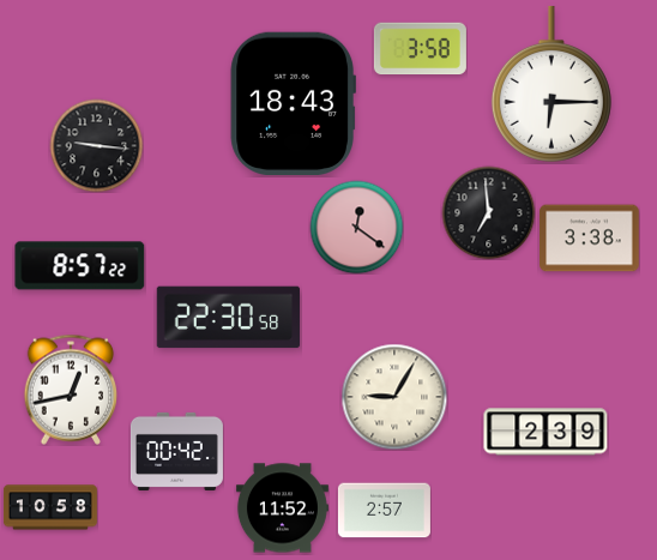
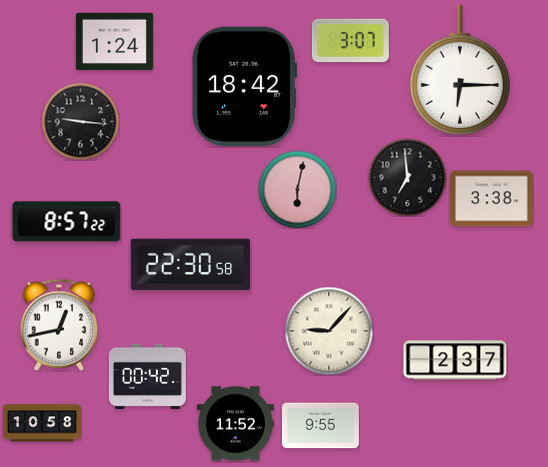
clock at (420, 49): 3:58 -> 3:07
clock at (114, 42): none -> 1:24
clock at (293, 103): 18:43 -> 18:42
clock at (356, 227): 12:21 -> 6:02
clock at (394, 397): 9:05 -> 9:07
clock at (546, 432): 2:39 -> 2:37
clock at (384, 511): 2:57 -> 9:55
